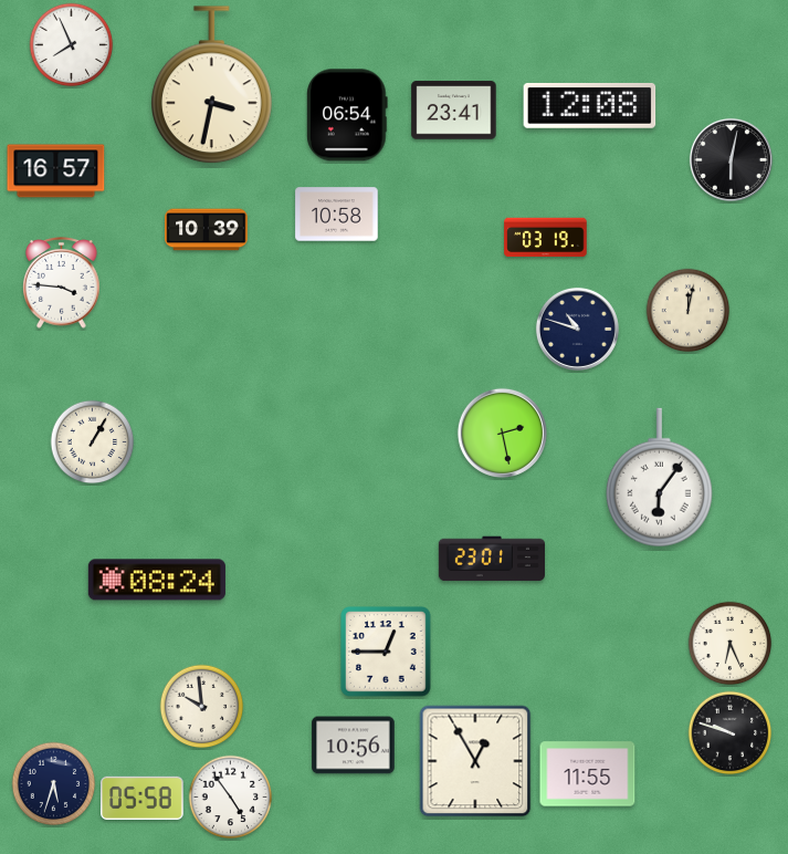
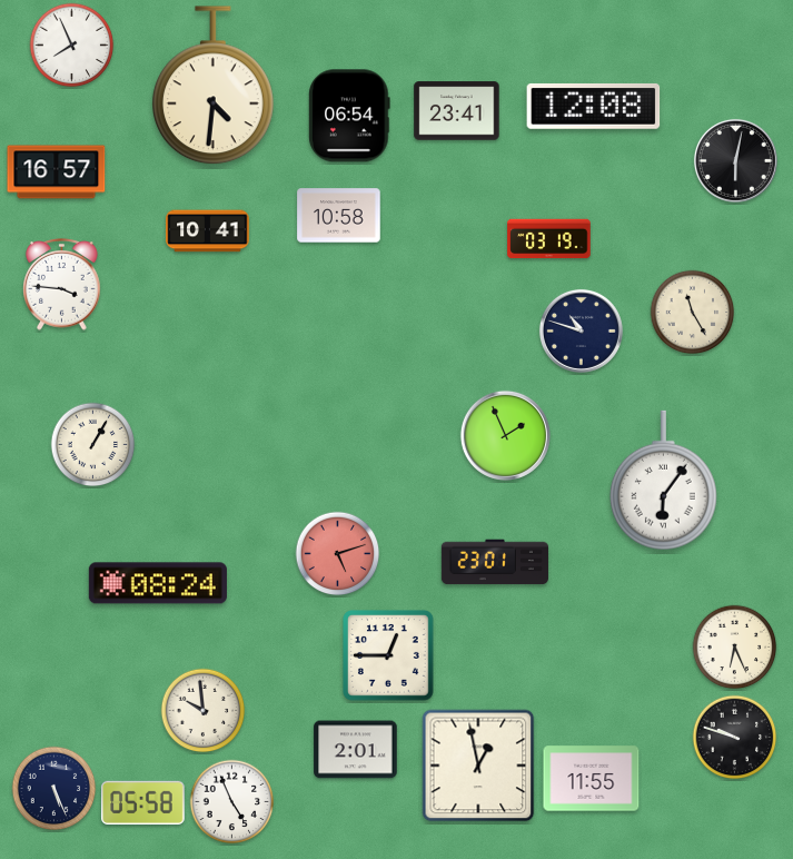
clock at (211, 85): 3:32 -> 4:31
clock at (207, 230): 10:39 -> 10:41
clock at (689, 311): 12:02 -> 11:25
clock at (502, 433): 2:28 -> 1:56
clock at (338, 554): none -> 5:12
clock at (354, 746): 10:56 -> 2:01
clock at (475, 761): 12:55 -> 12:58
clock at (54, 784): 5:33 -> 5:26
clock at (231, 798): 4:54 -> 4:56
